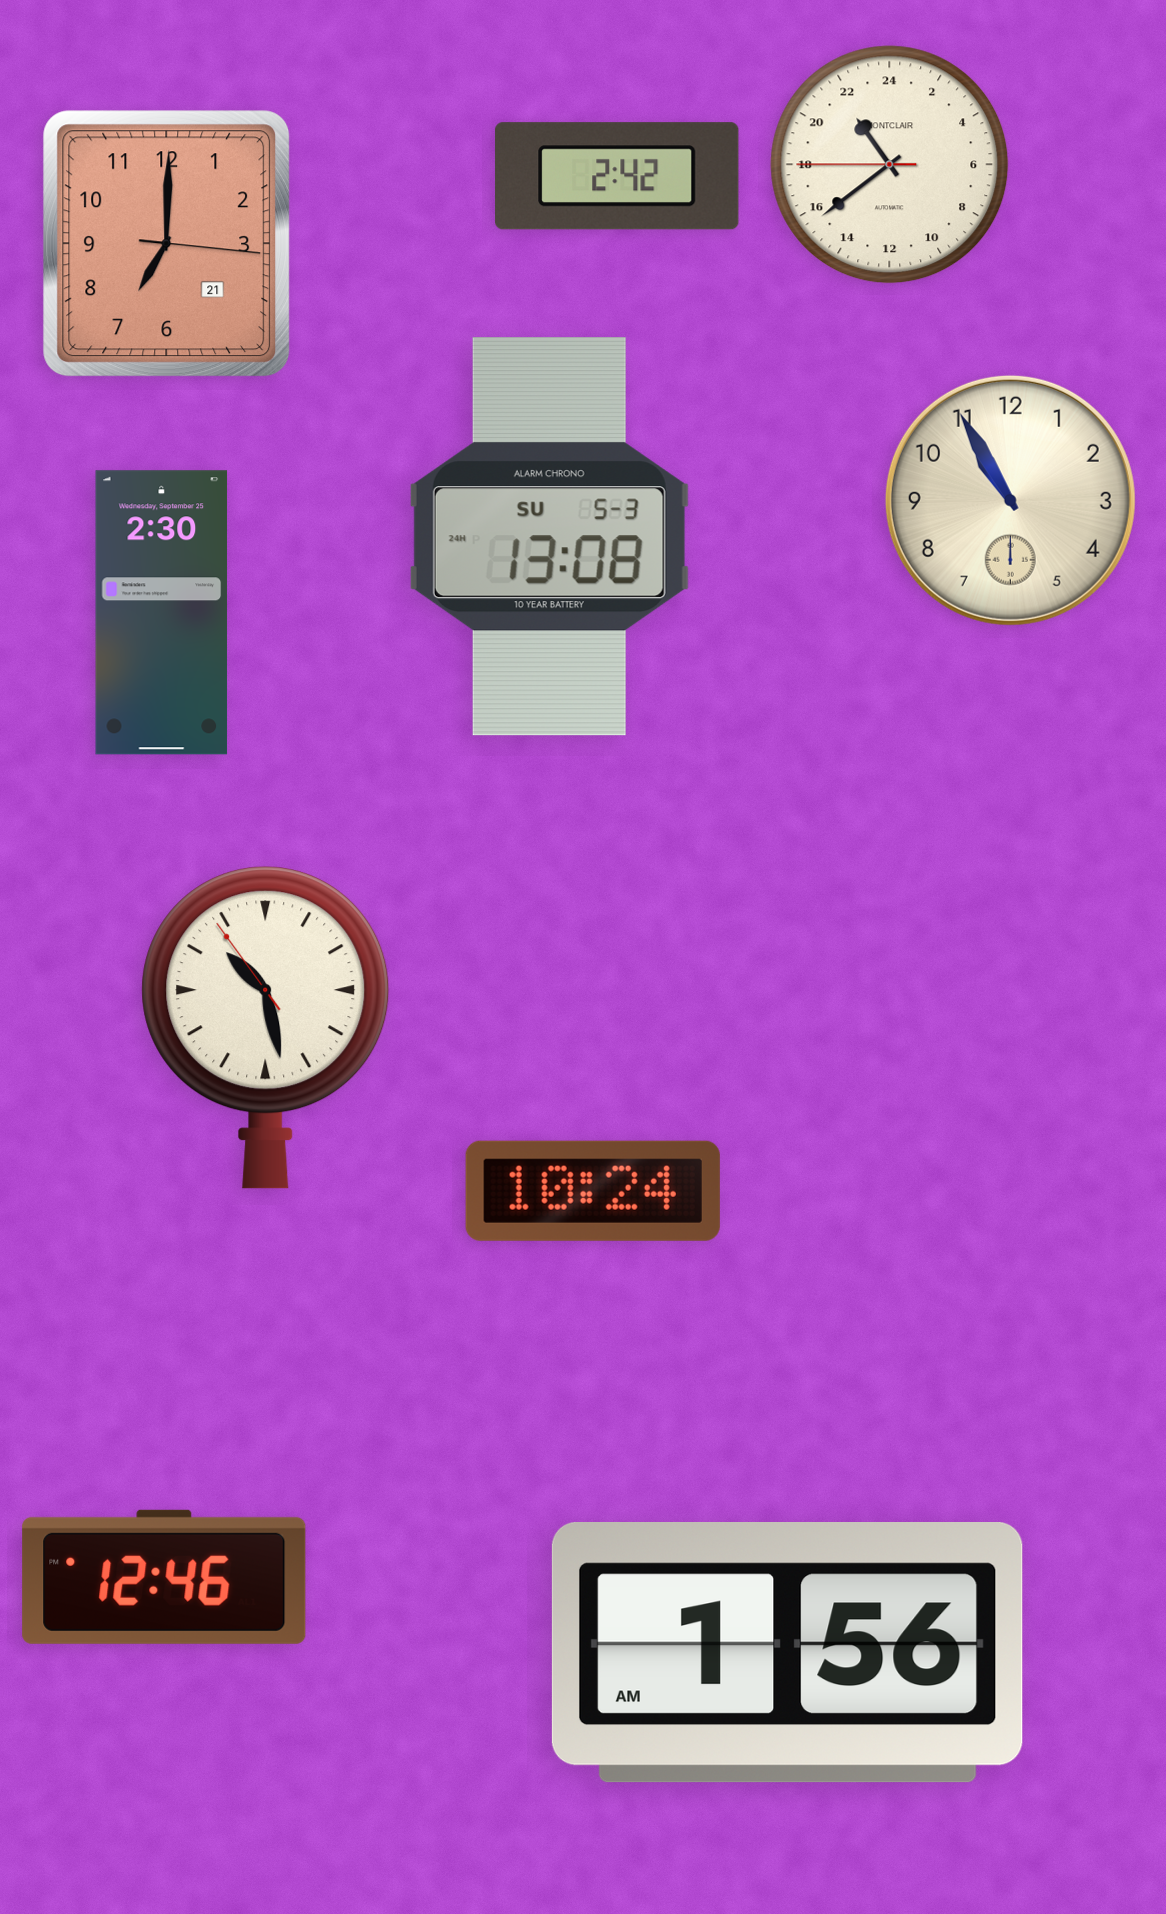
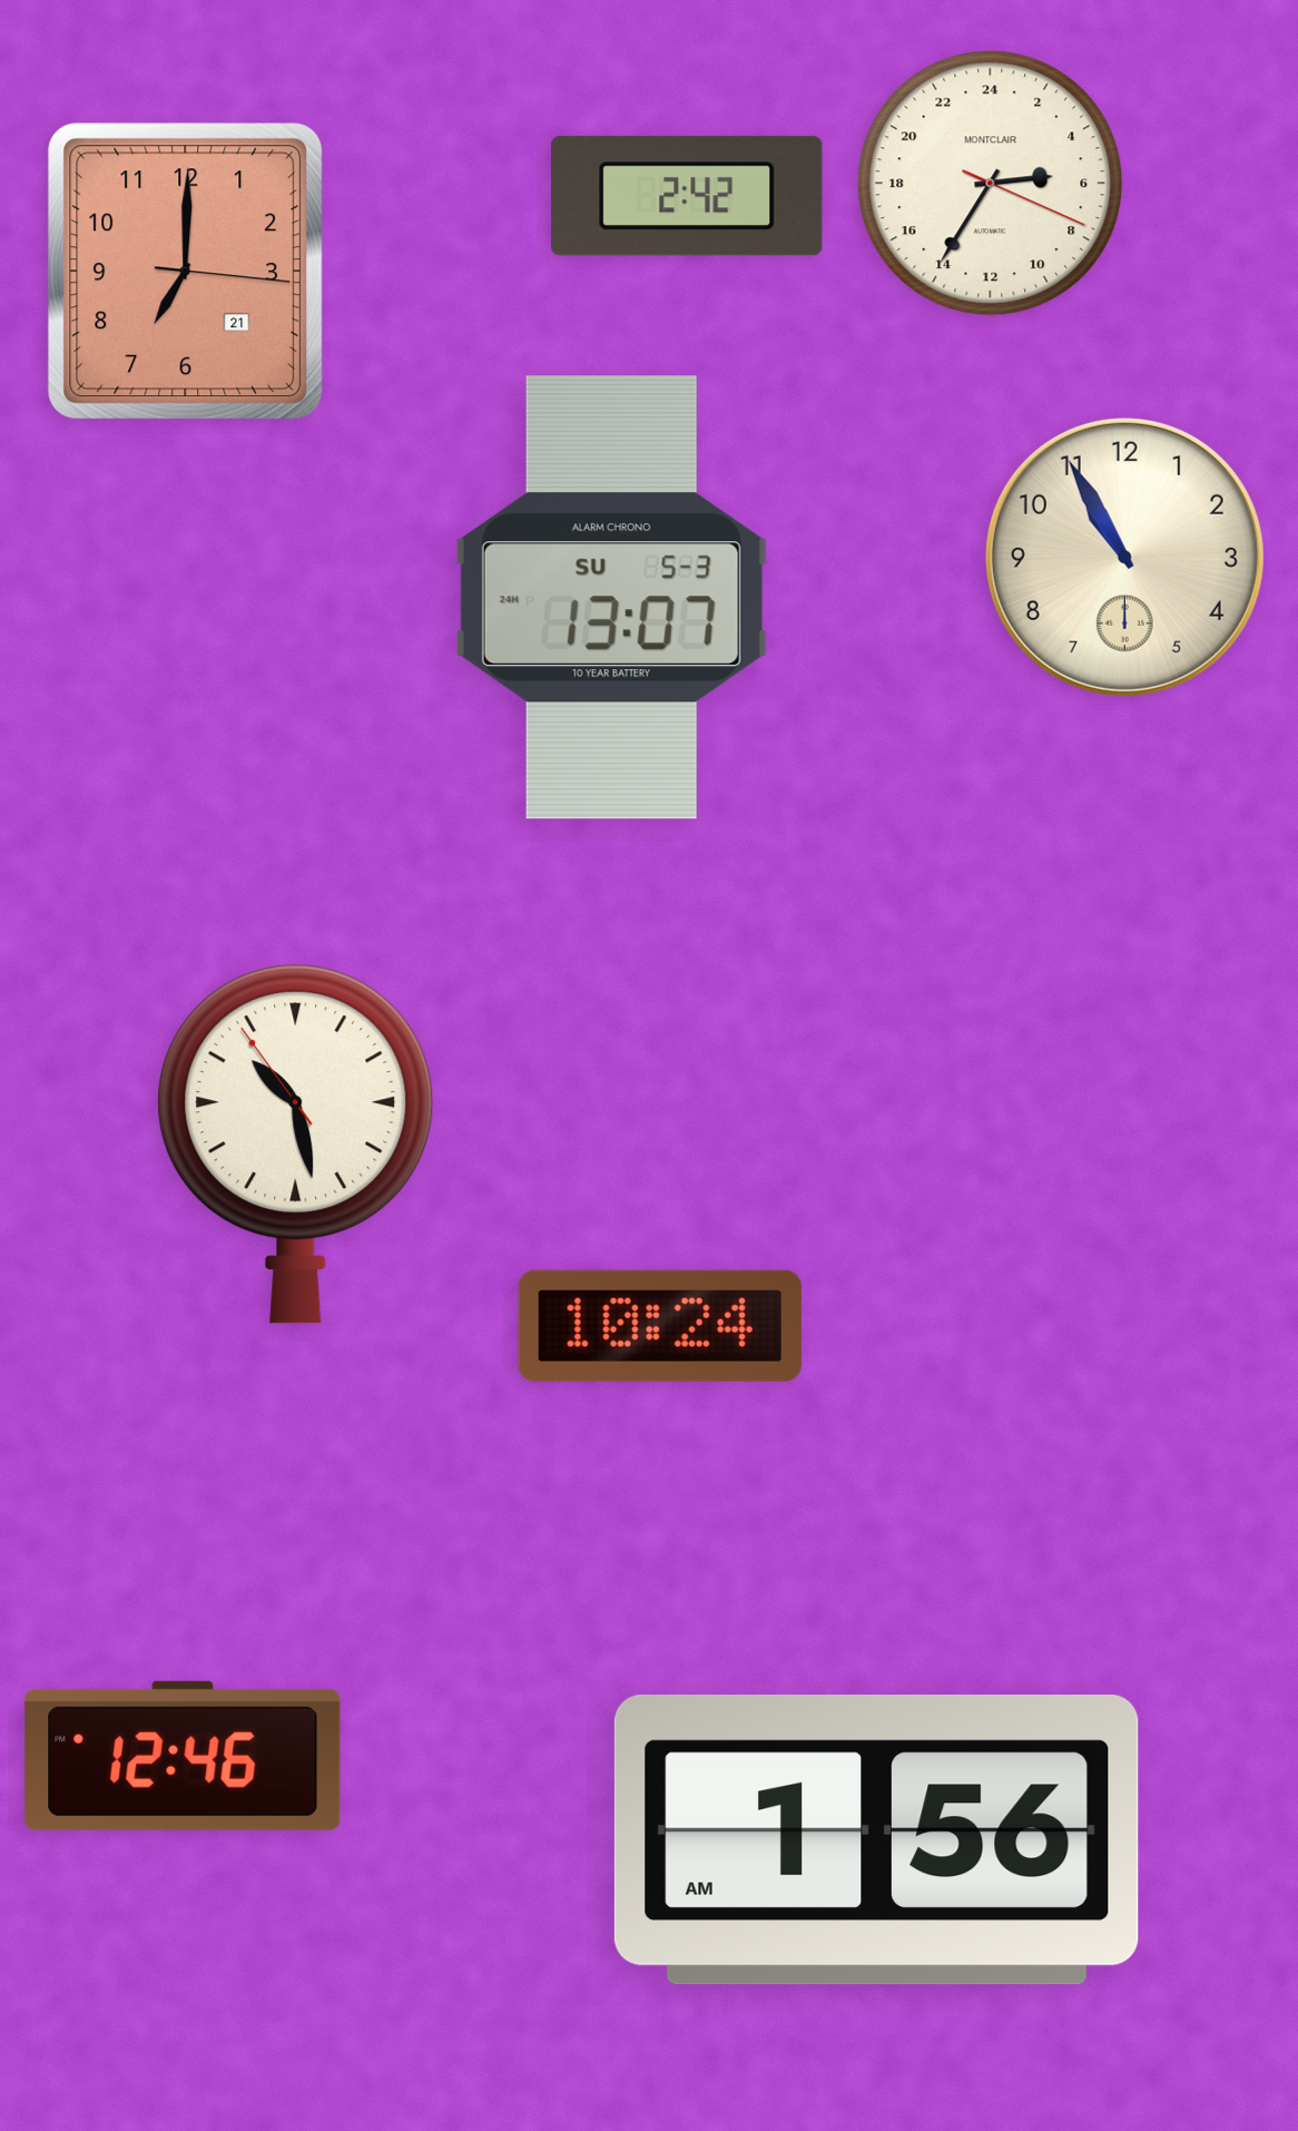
clock at (890, 165): 21:38 -> 5:35
clock at (549, 537): 13:08 -> 13:07
clock at (162, 613): 2:30 -> none
